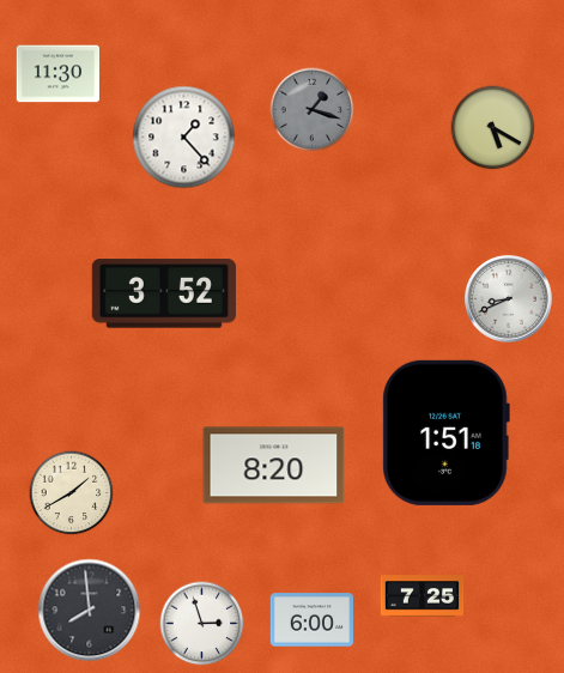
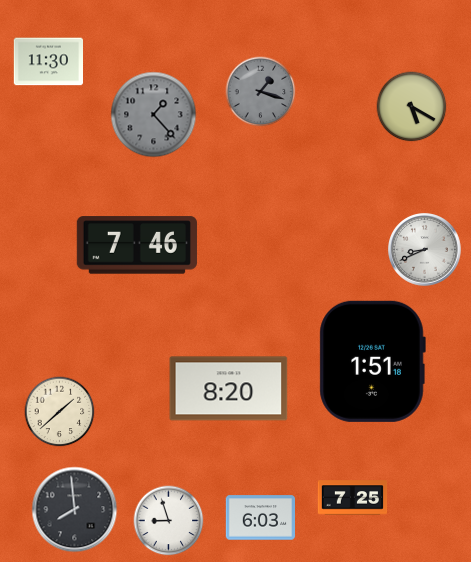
clock at (184, 138) dial: white -> grey
clock at (164, 293): 3:52 -> 7:46
clock at (72, 493): 1:40 -> 1:38
clock at (311, 620): 6:00 -> 6:03
clock at (202, 624): 2:57 -> 8:57
